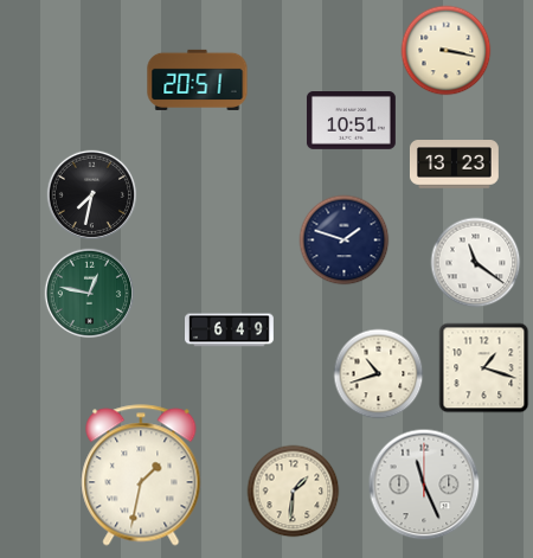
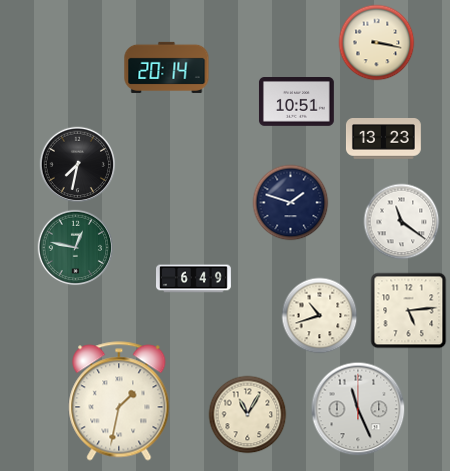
clock at (198, 79): 20:51 -> 20:14
clock at (484, 368): 1:18 -> 5:14
clock at (294, 492): 1:31 -> 11:05
